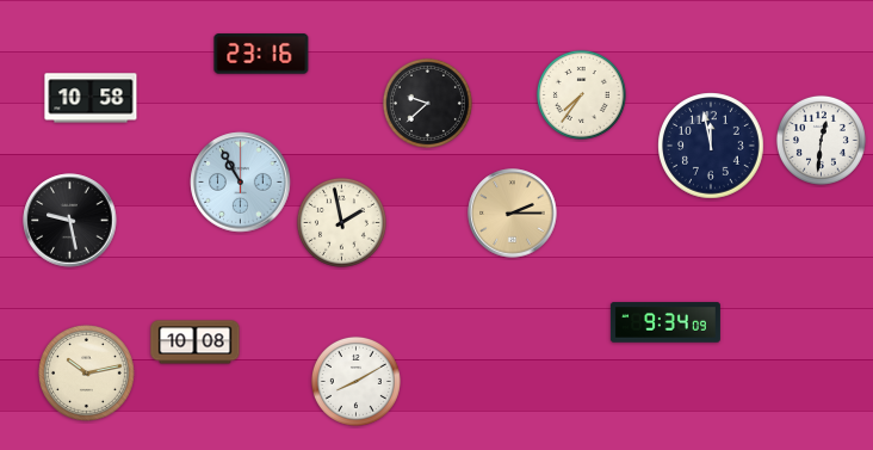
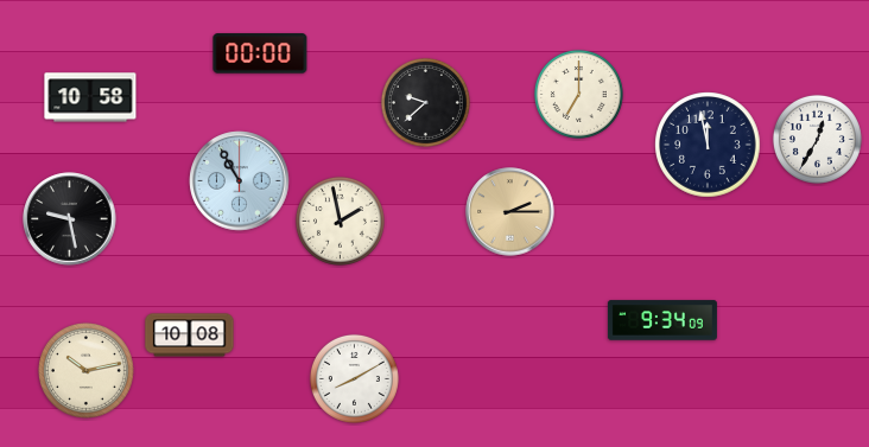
clock at (261, 54): 23:16 -> 00:00
clock at (581, 94): 7:36 -> 7:00
clock at (821, 140): 12:31 -> 12:35
clock at (196, 343) position: (196, 343) -> (190, 336)
